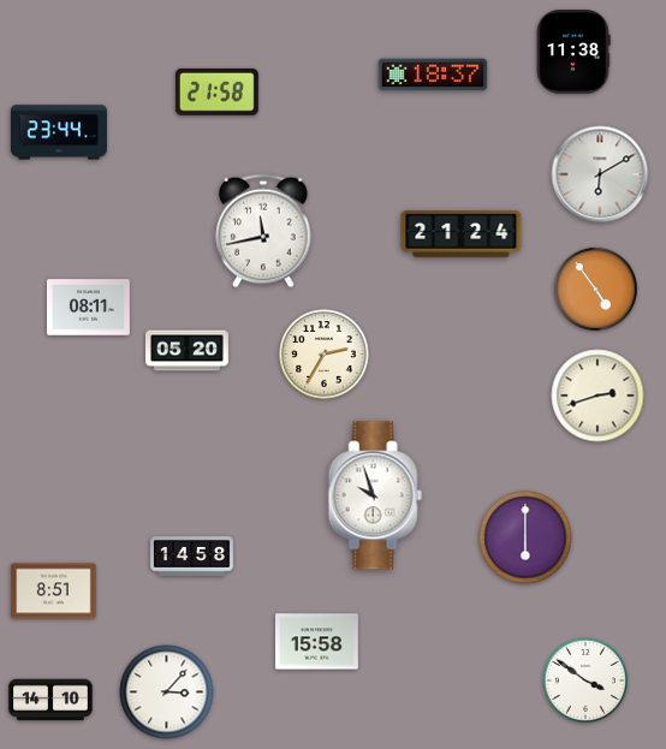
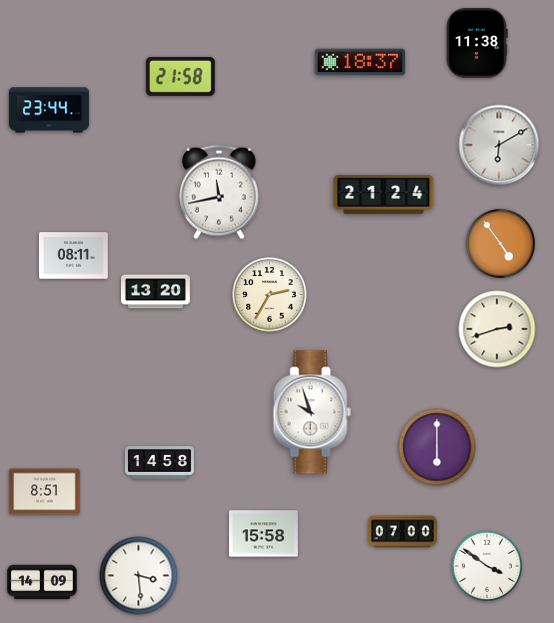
clock at (595, 289) position: (595, 289) -> (500, 243)
clock at (188, 351): 05:20 -> 13:20
clock at (403, 532): none -> 07:00
clock at (167, 692): 3:07 -> 3:29
clock at (50, 700): 14:10 -> 14:09
